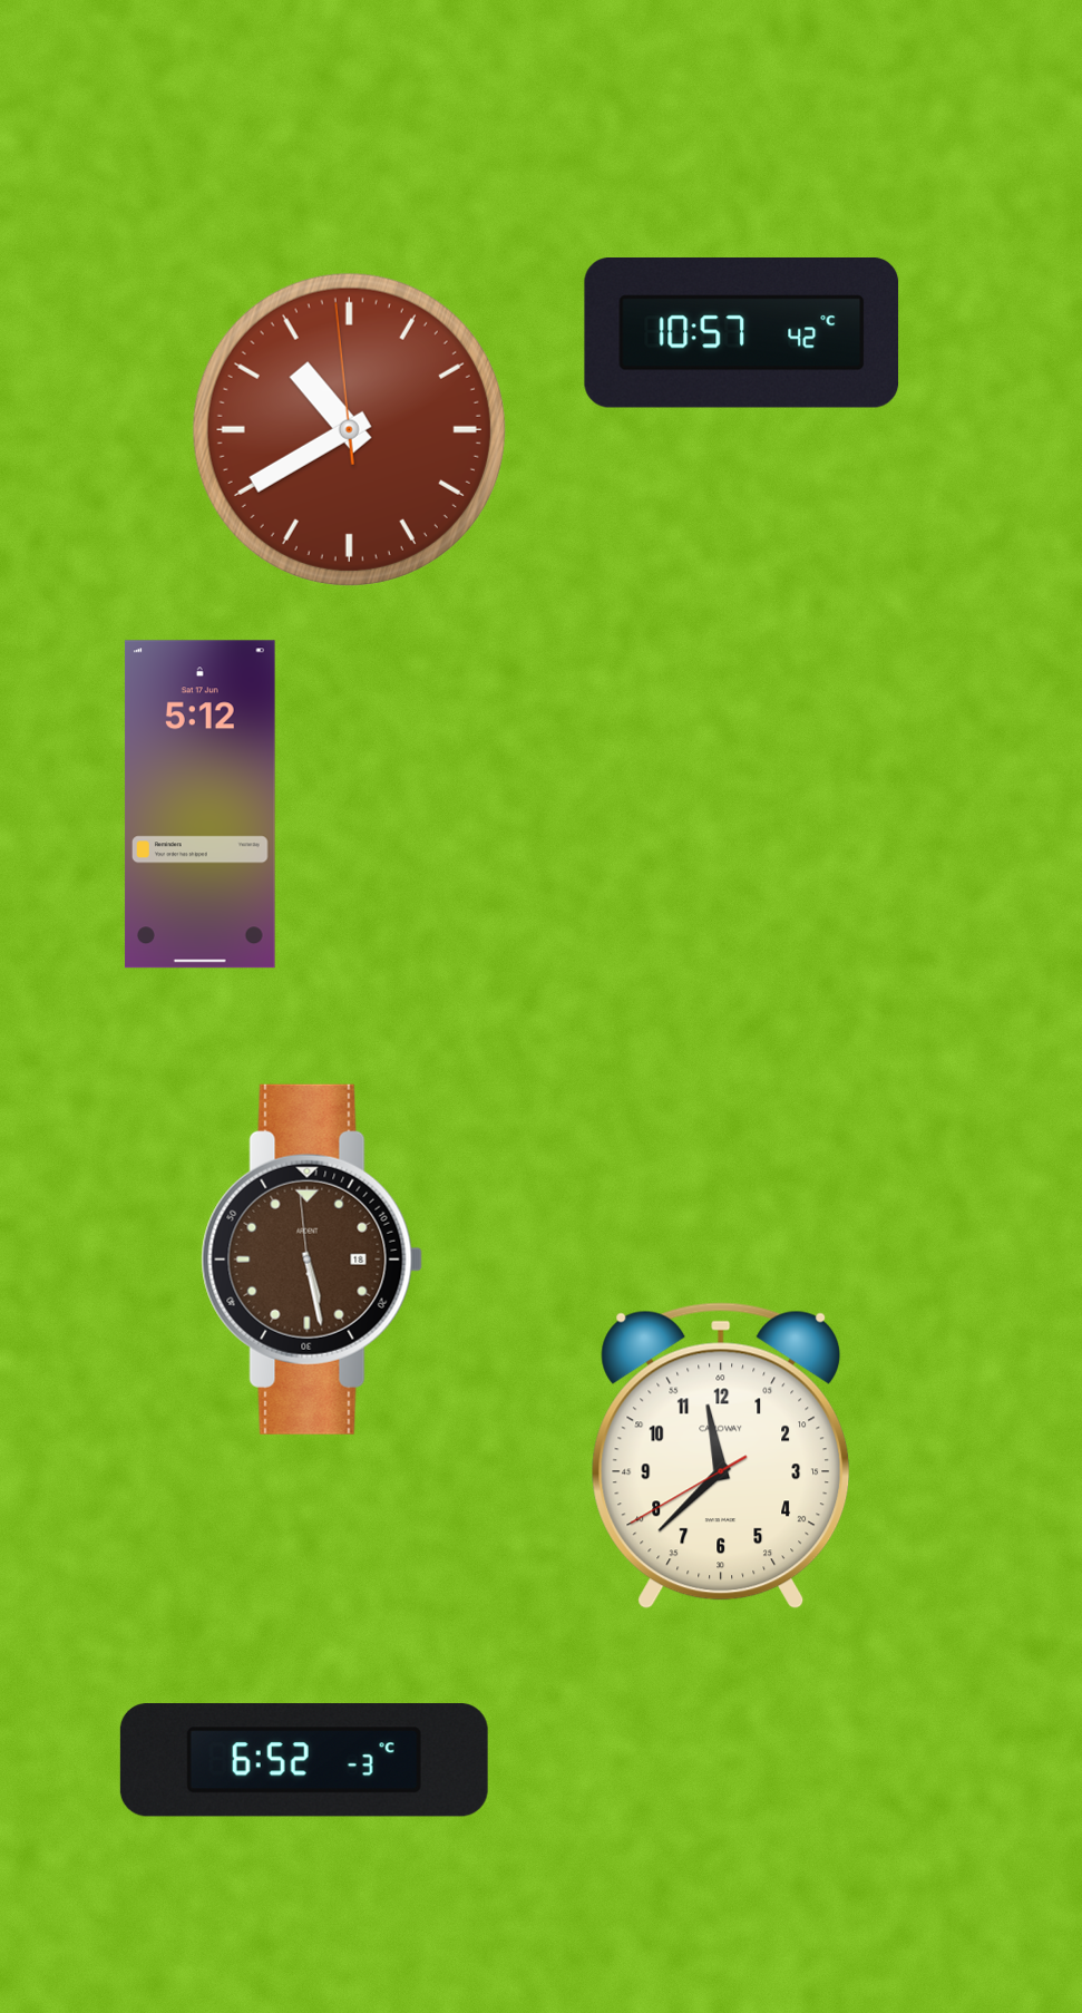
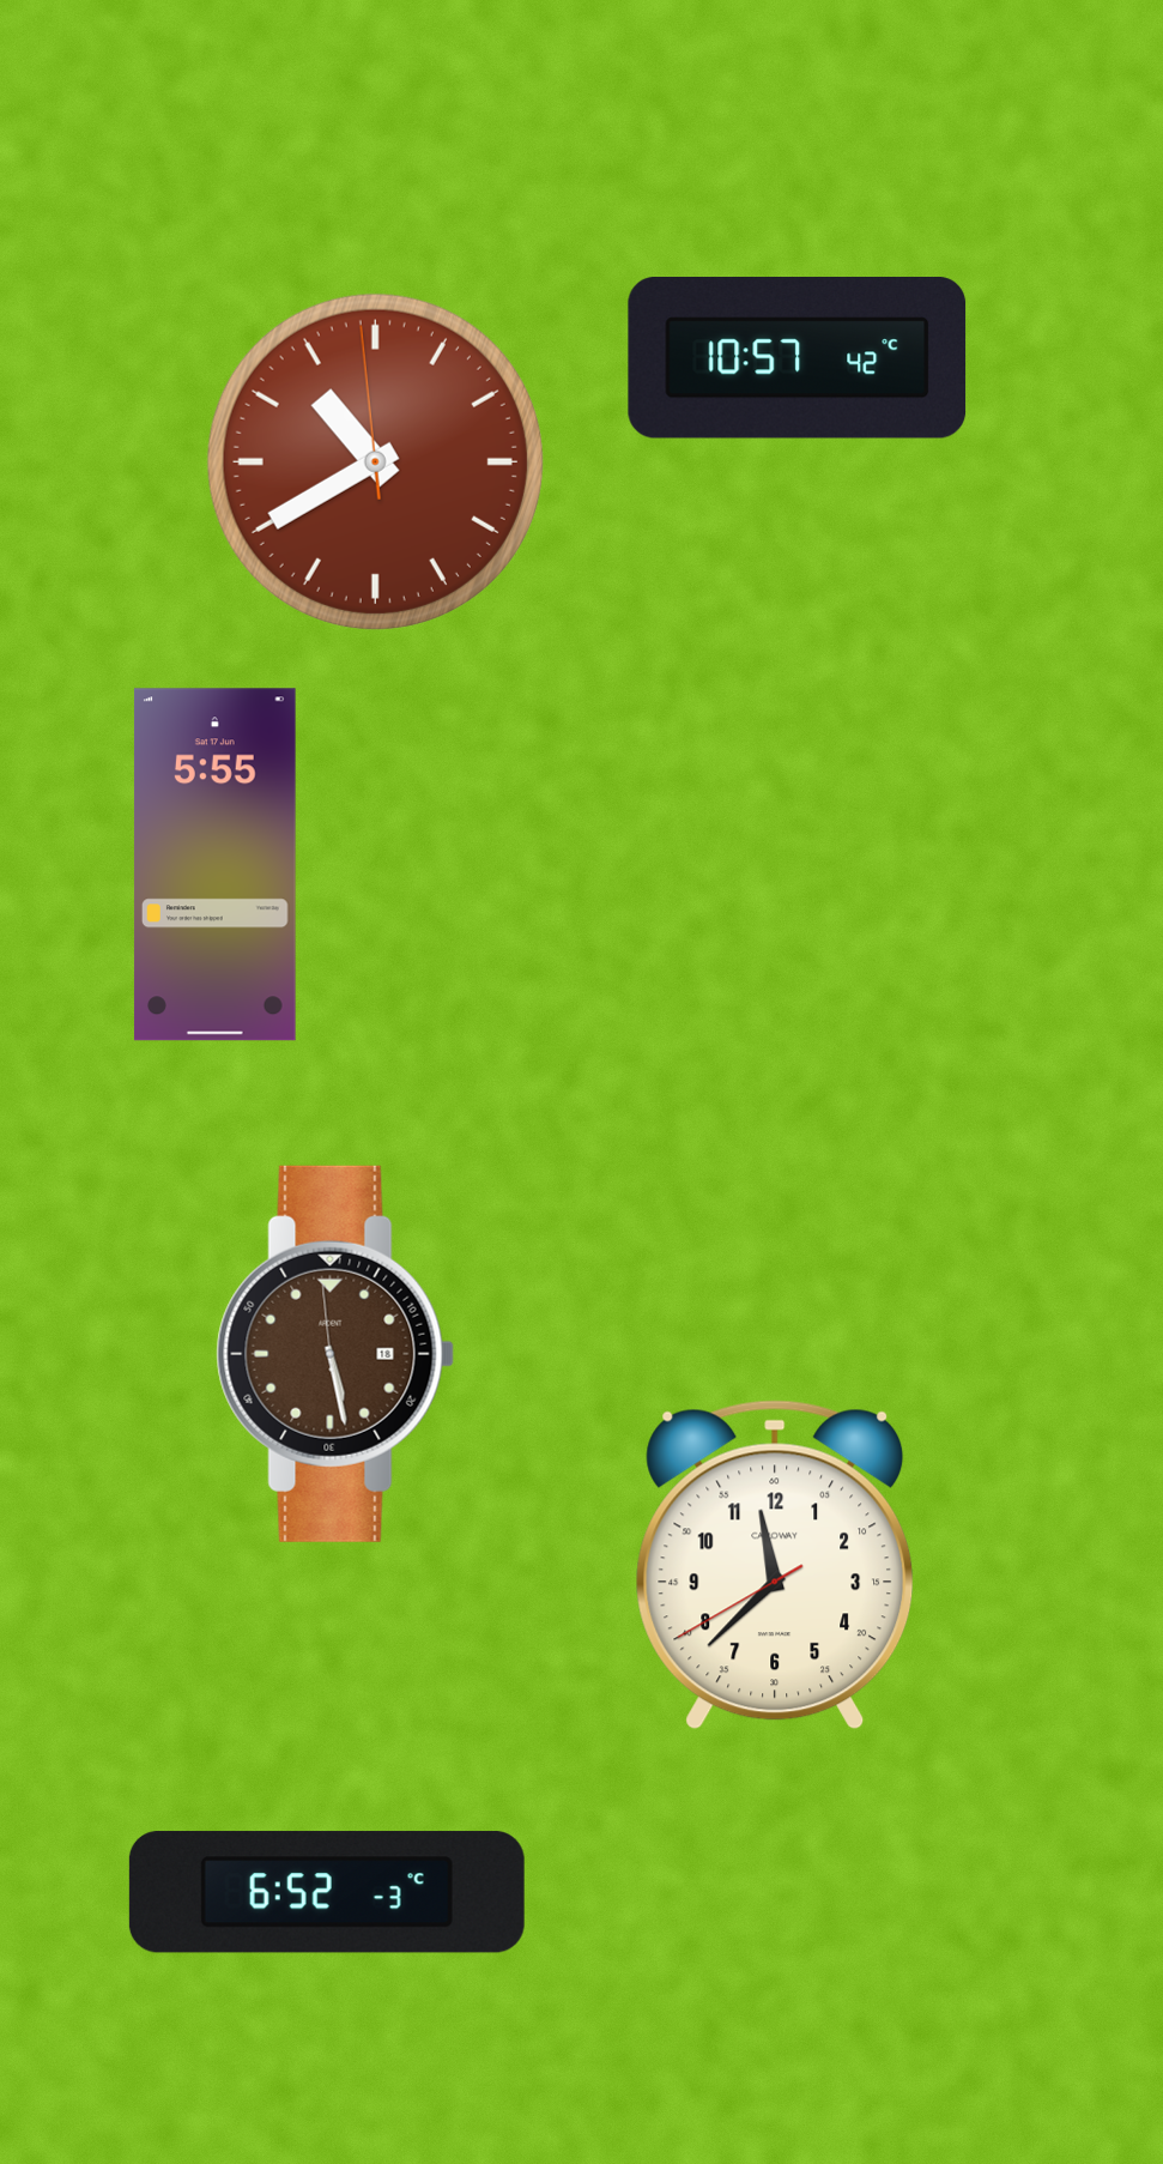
clock at (199, 805): 5:12 -> 5:55
